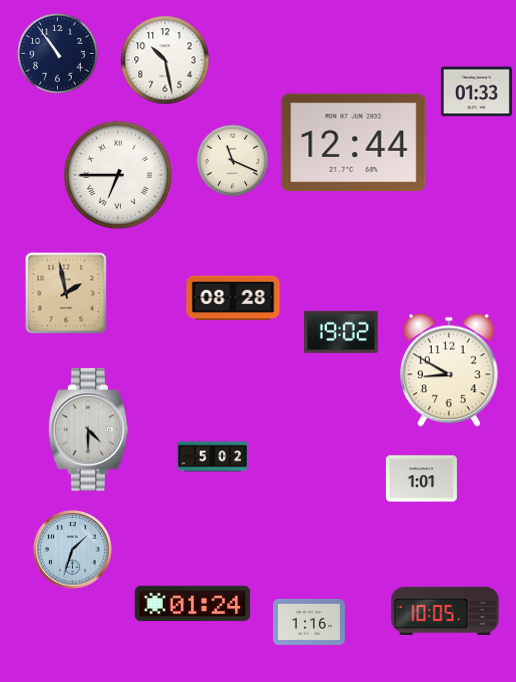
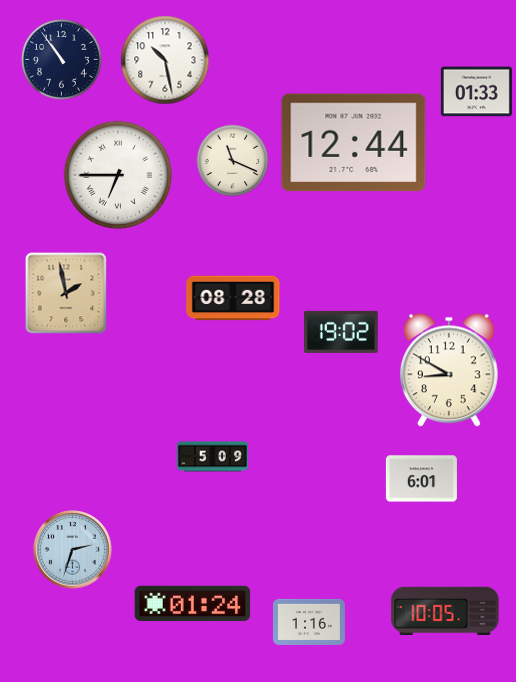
clock at (58, 54) position: (58, 54) -> (62, 60)
clock at (89, 430): 4:30 -> none
clock at (212, 457): 5:02 -> 5:09
clock at (421, 479): 1:01 -> 6:01
clock at (73, 550): 1:33 -> 2:33
